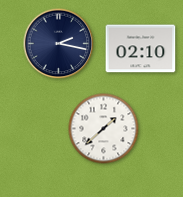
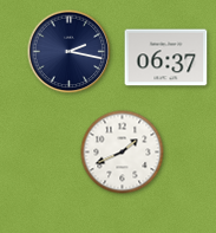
clock at (141, 49): 02:10 -> 06:37
clock at (104, 129): 1:38 -> 1:41
